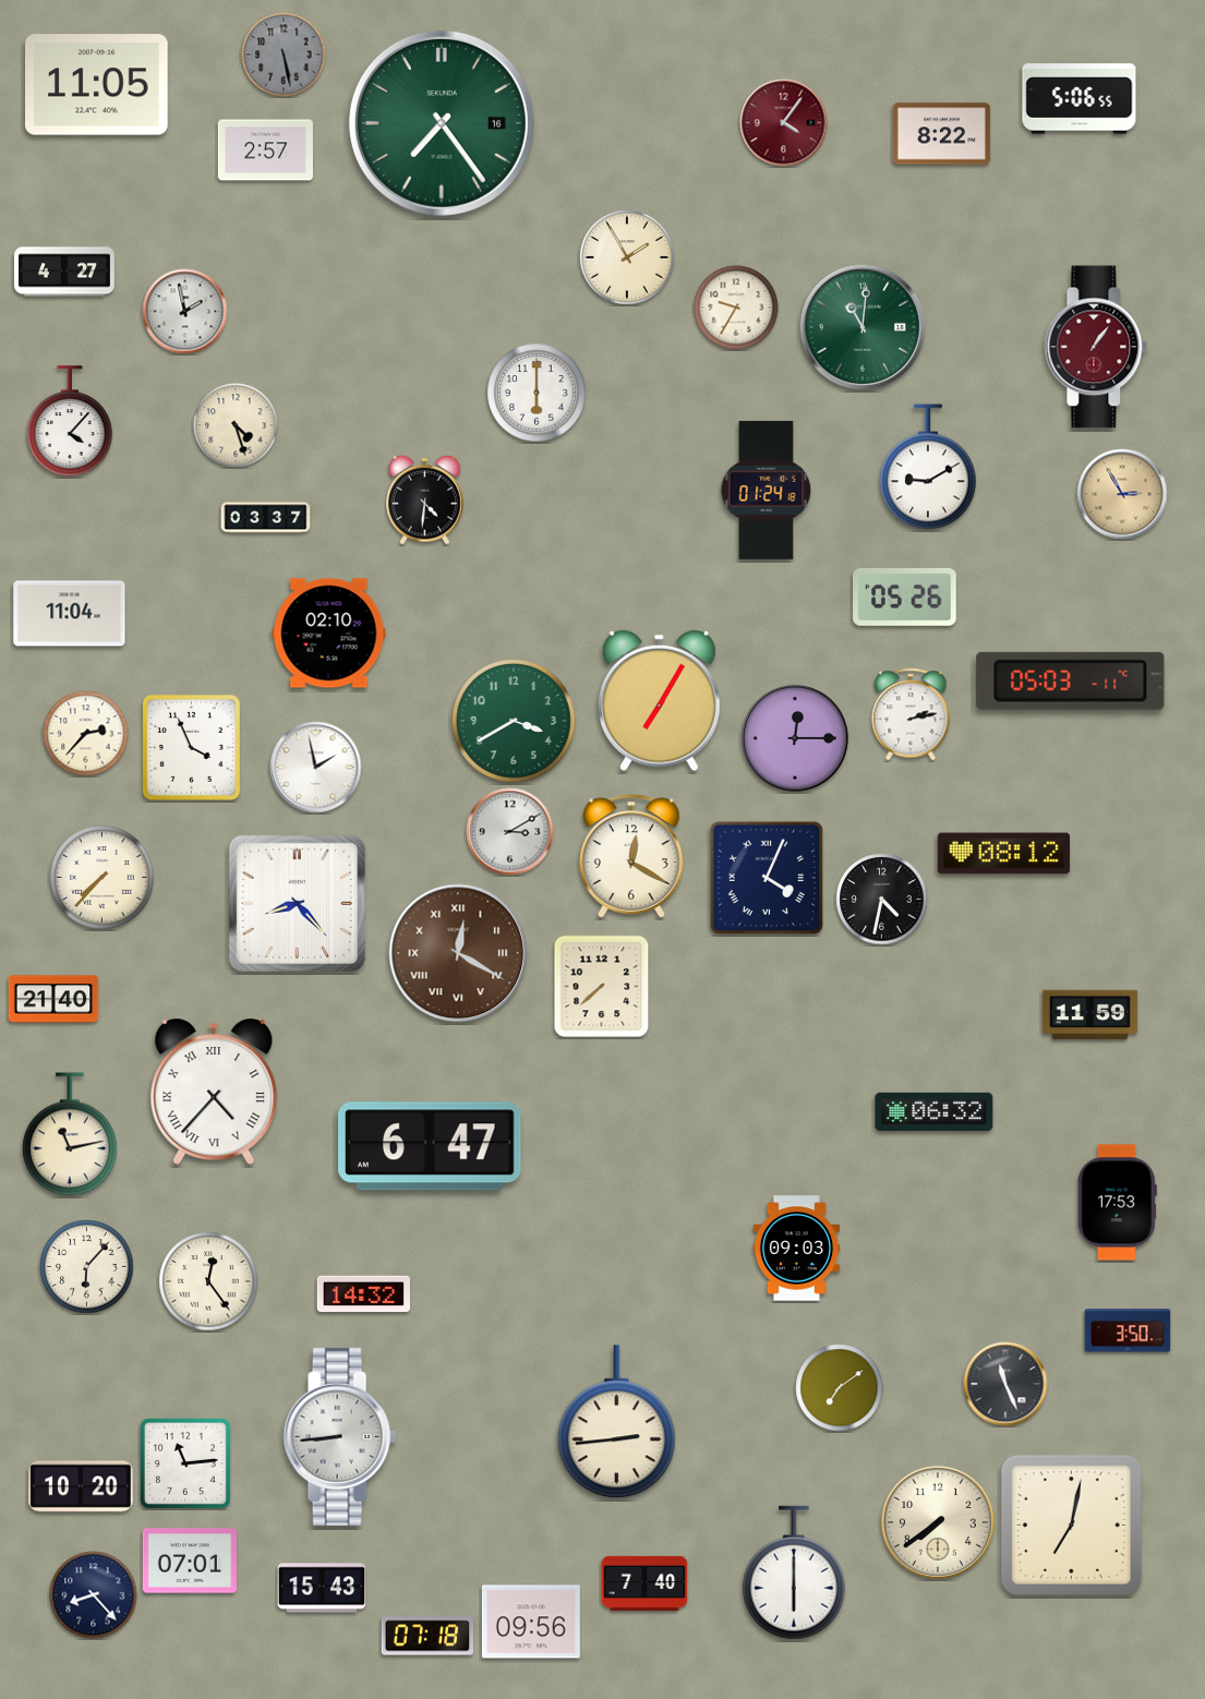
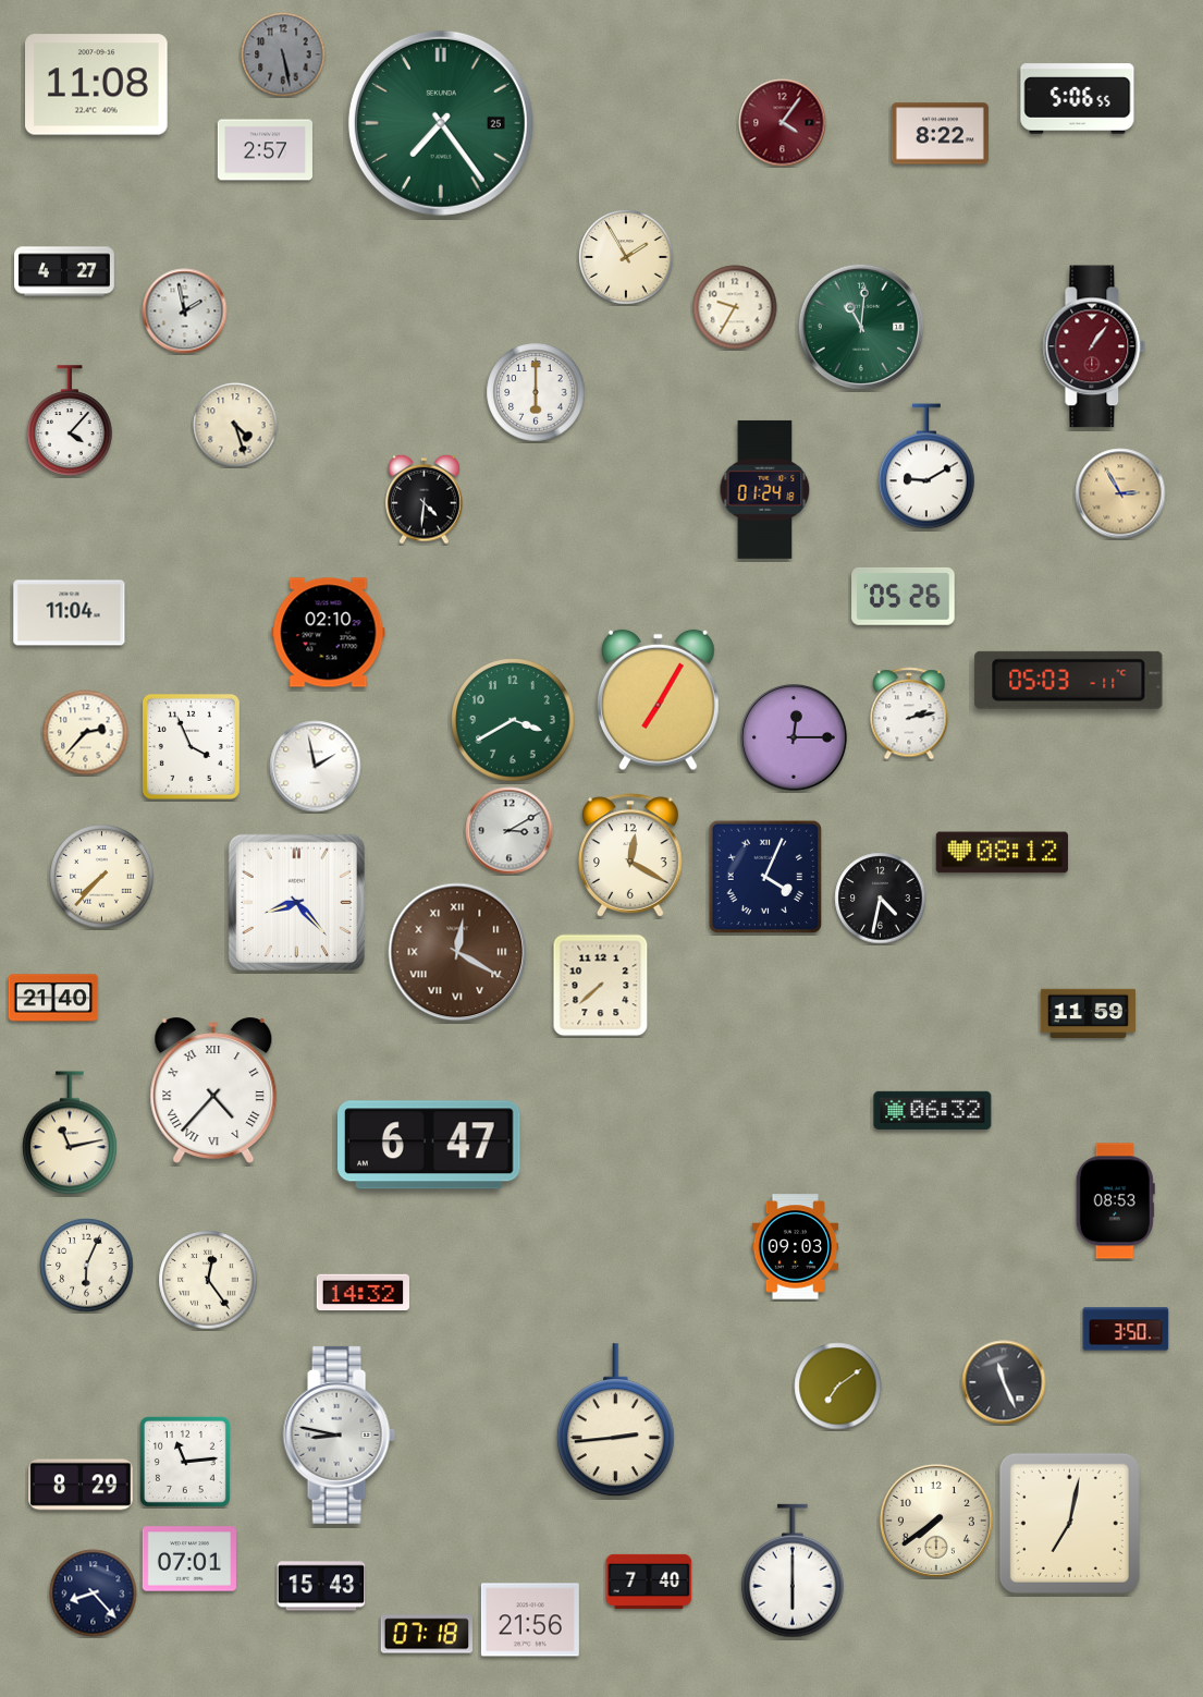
clock at (97, 85): 11:05 -> 11:08
clock at (442, 123) date: 16 -> 25
clock at (266, 518): 03:37 -> none
clock at (1117, 1203): 17:53 -> 08:53
clock at (87, 1267): 6:07 -> 6:04
clock at (339, 1436): 8:44 -> 8:47
clock at (81, 1486): 10:20 -> 8:29
clock at (644, 1583) position: (644, 1583) -> (649, 1582)
clock at (531, 1622): 09:56 -> 21:56
